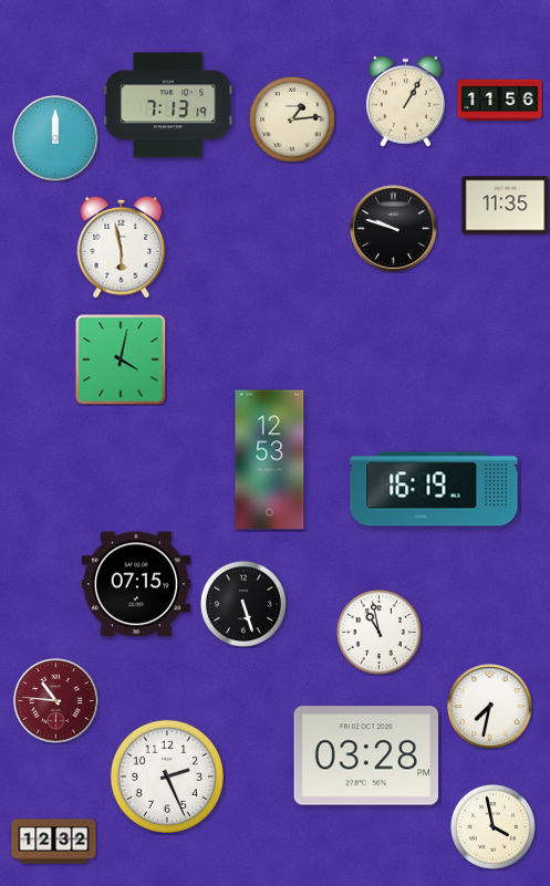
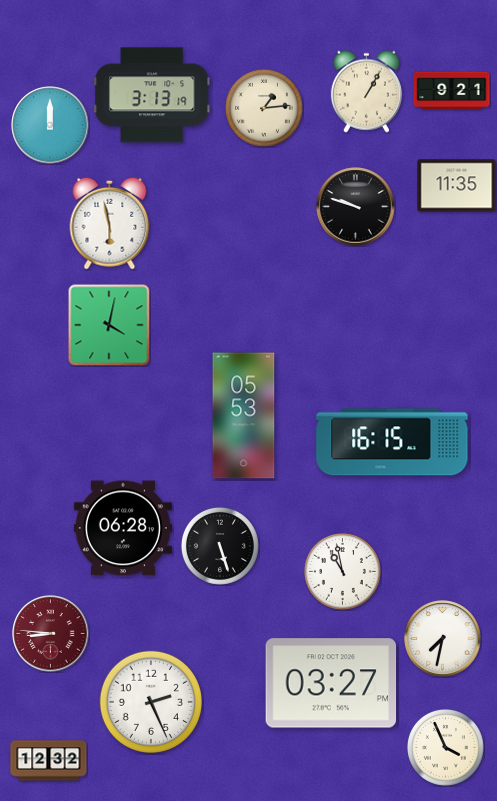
clock at (500, 101): 11:56 -> 9:21
clock at (168, 105): 7:13 -> 3:13
clock at (270, 460): 12:53 -> 05:53
clock at (434, 489): 16:19 -> 16:15
clock at (136, 584): 07:15 -> 06:28
clock at (56, 701): 10:46 -> 8:46
clock at (366, 755): 03:28 -> 03:27
clock at (492, 826): 3:58 -> 3:56
